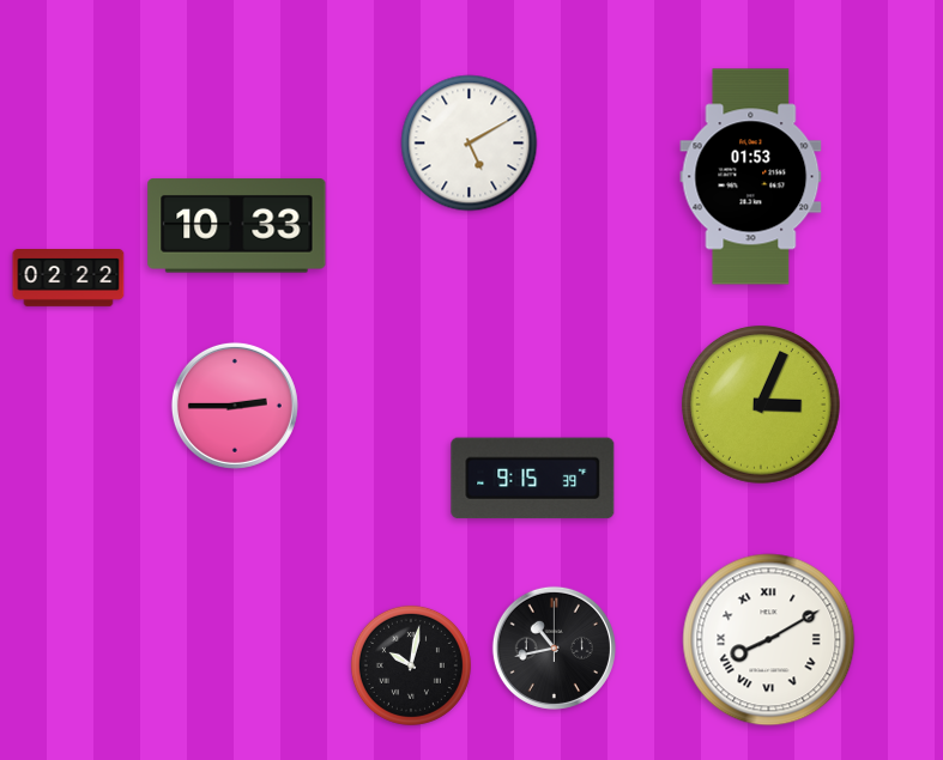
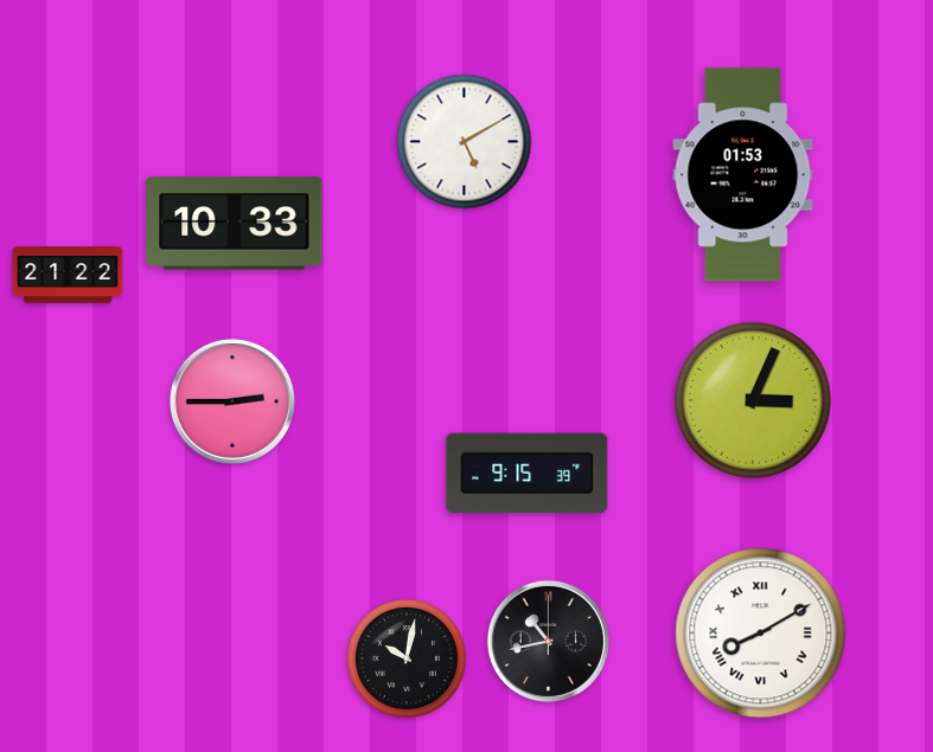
clock at (68, 279): 02:22 -> 21:22
